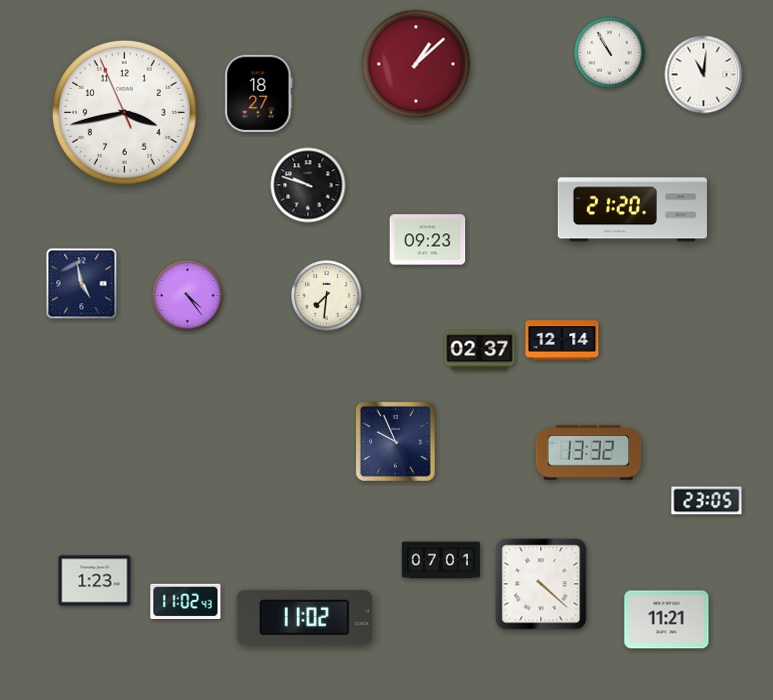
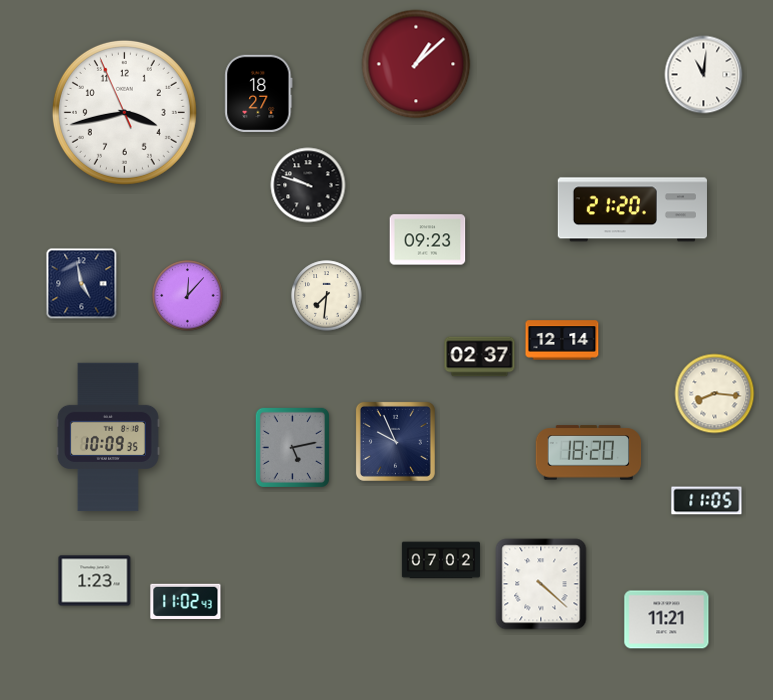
clock at (610, 53): 10:55 -> none
clock at (188, 296): 4:24 -> 12:07
clock at (480, 351) position: (480, 351) -> (480, 357)
clock at (715, 394): none -> 8:16
clock at (108, 437): none -> 10:09
clock at (292, 447): none -> 5:13
clock at (589, 453): 13:32 -> 18:20
clock at (707, 501): 23:05 -> 11:05
clock at (441, 560): 07:01 -> 07:02
clock at (304, 617): 11:02 -> none
